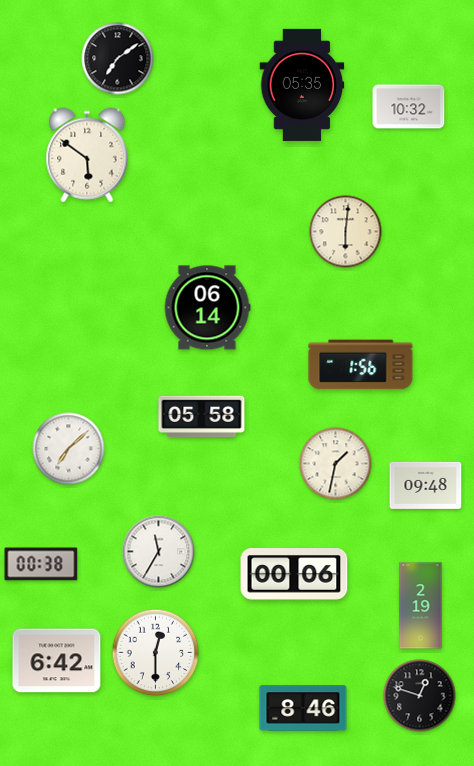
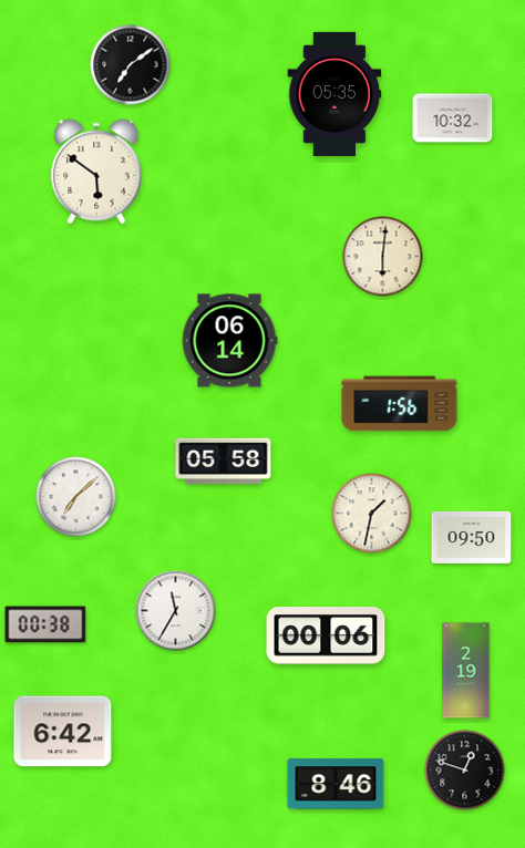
clock at (426, 485): 09:48 -> 09:50
clock at (156, 653): 12:30 -> none
